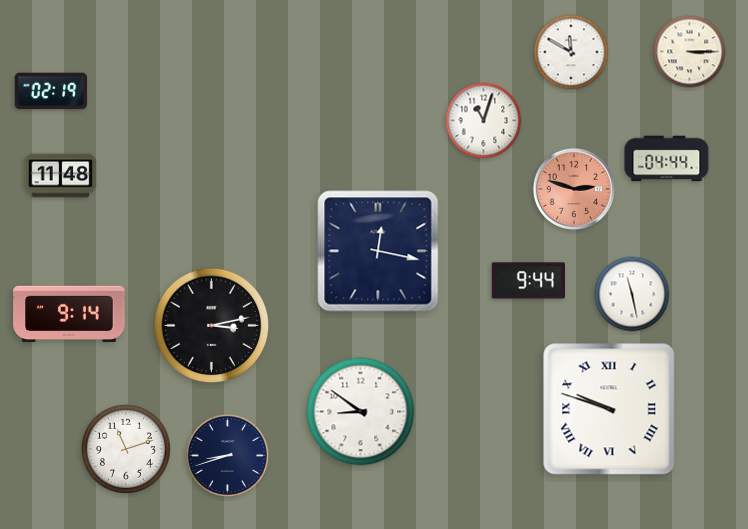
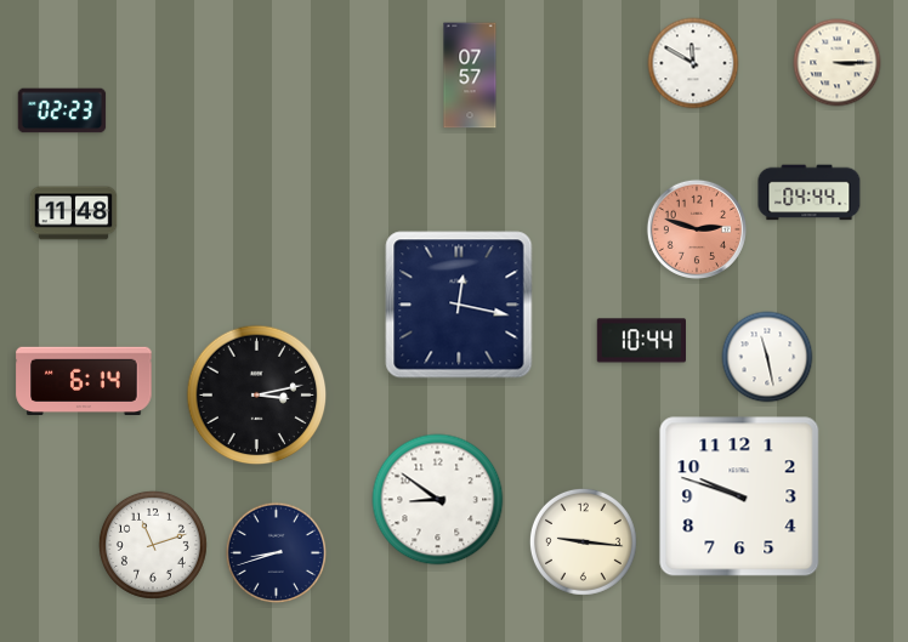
clock at (470, 75): none -> 07:57
clock at (51, 91): 02:19 -> 02:23
clock at (484, 121): 11:03 -> none
clock at (528, 281): 9:44 -> 10:44
clock at (69, 314): 9:14 -> 6:14
clock at (609, 409) numerals: Roman -> Arabic
clock at (583, 541): none -> 9:16
